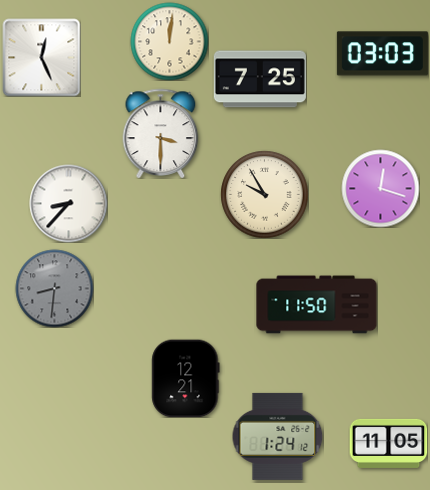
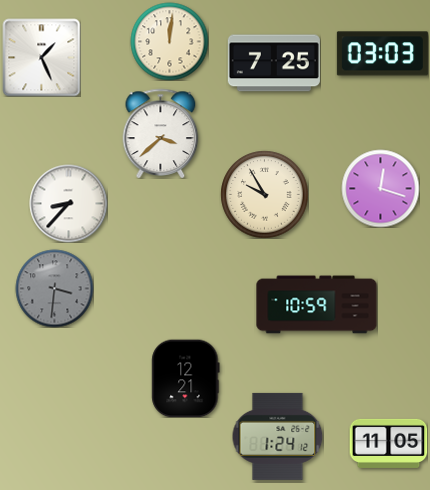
clock at (41, 57): 12:26 -> 1:26
clock at (260, 79) position: (260, 79) -> (274, 63)
clock at (161, 133): 3:30 -> 3:38
clock at (54, 288): 8:31 -> 3:31
clock at (317, 305): 11:50 -> 10:59
